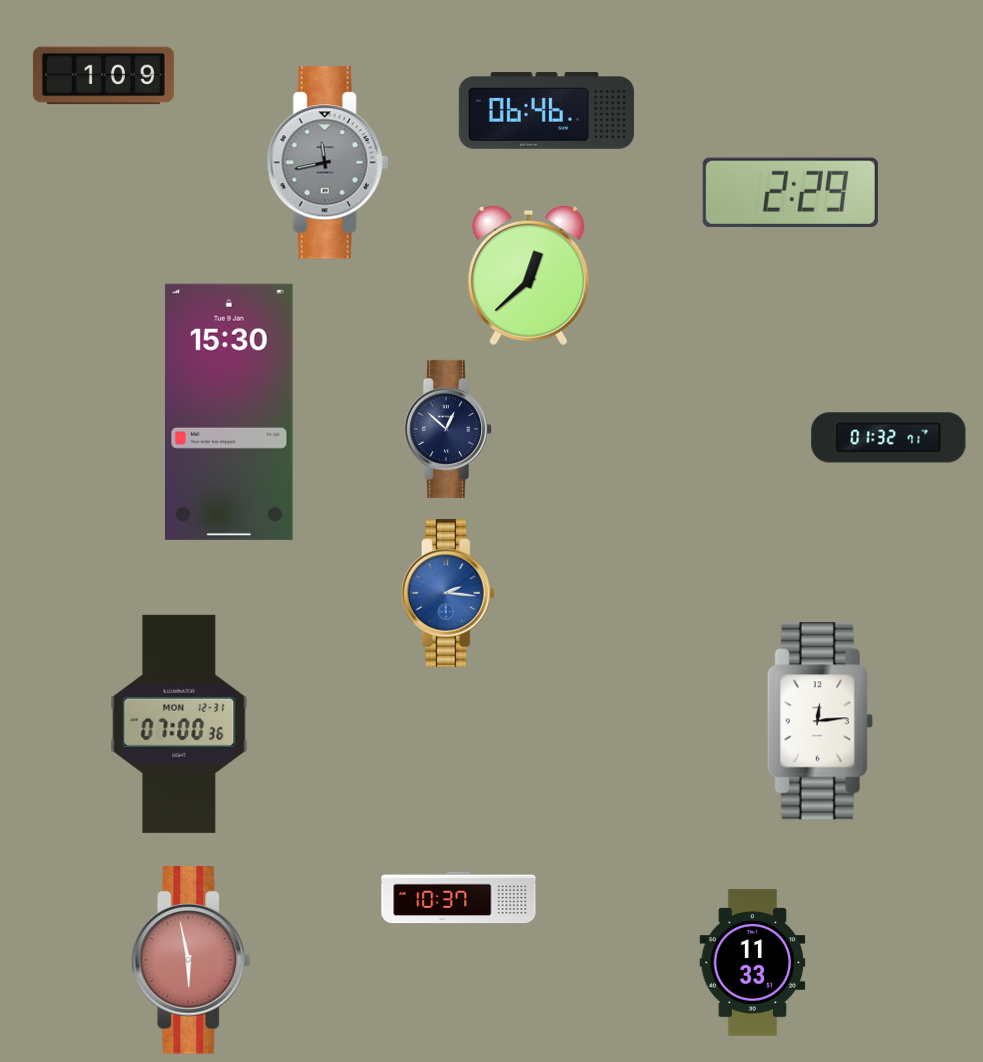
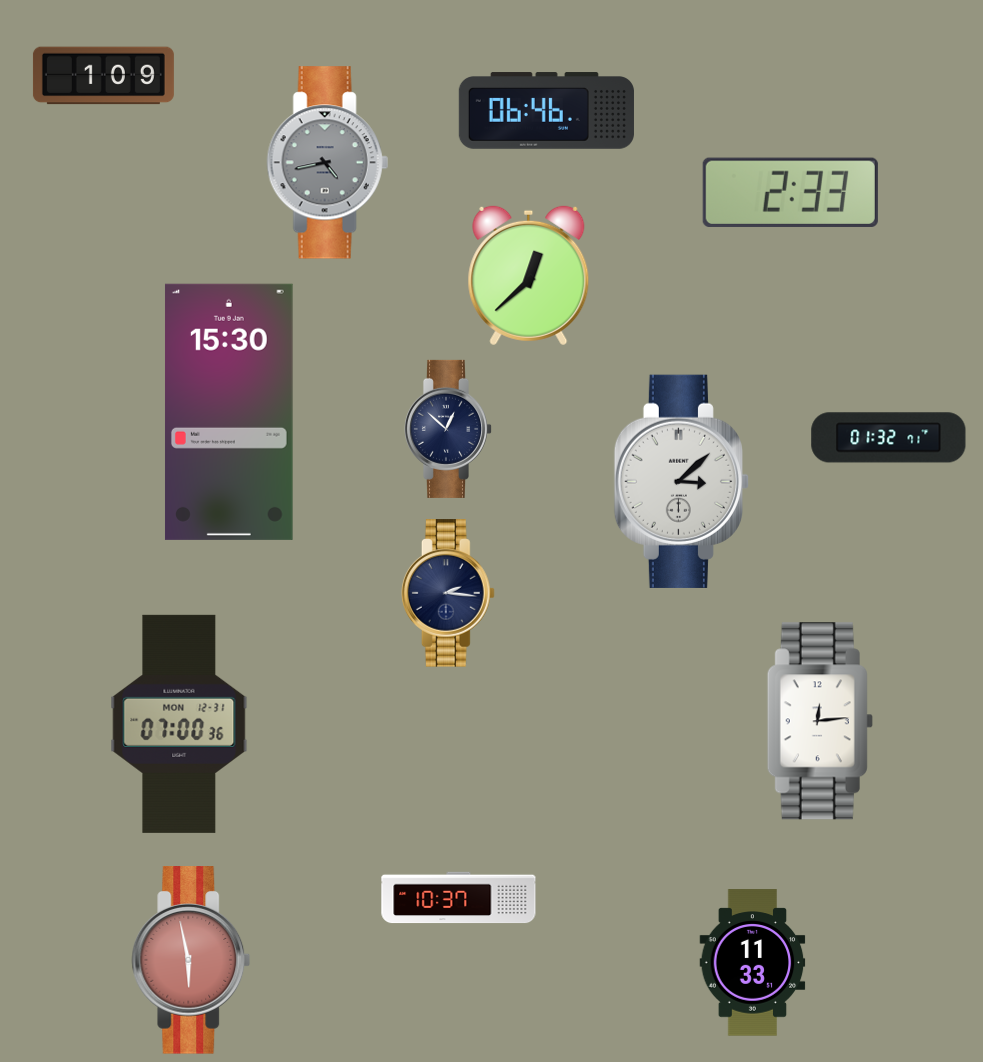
clock at (327, 163): 11:43 -> 4:43
clock at (790, 192): 2:29 -> 2:33
clock at (681, 481): none -> 3:08
clock at (448, 593) dial: blue -> navy
